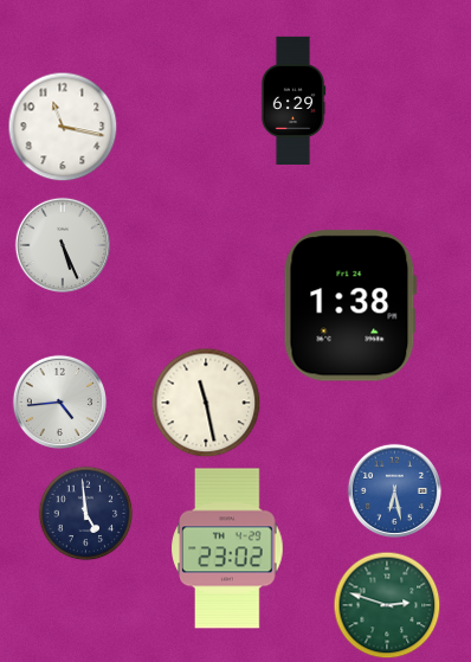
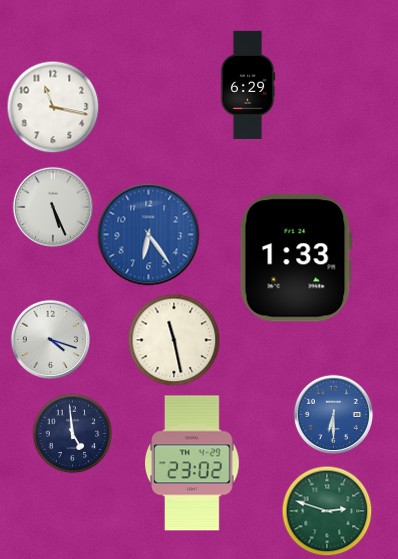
clock at (149, 235): none -> 6:24
clock at (350, 306): 1:38 -> 1:33
clock at (59, 401): 4:44 -> 4:18
clock at (394, 490): 6:28 -> 6:30
